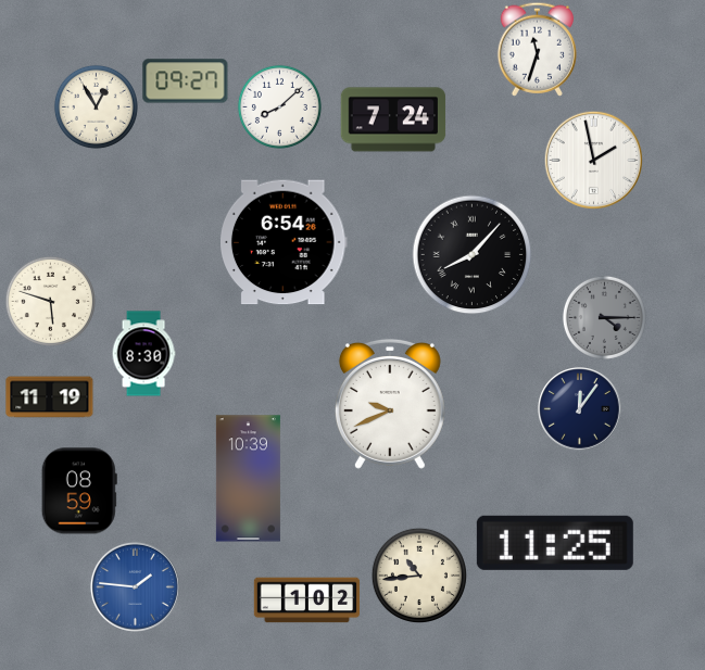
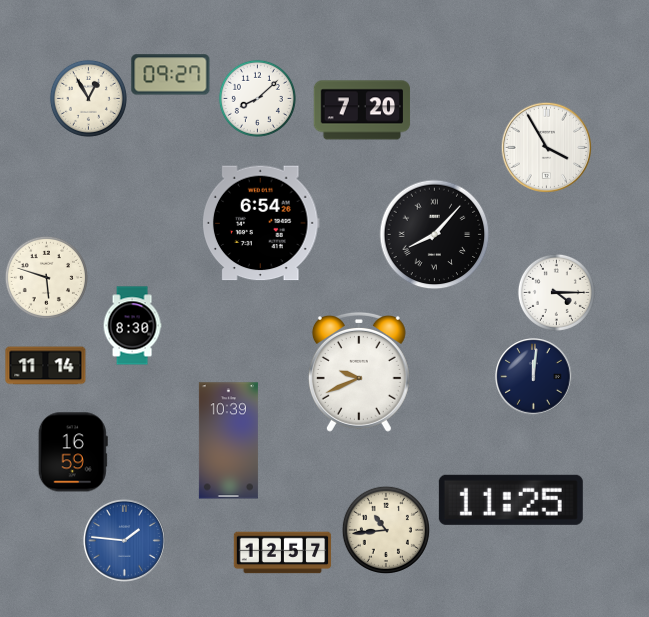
clock at (537, 49): 11:33 -> none
clock at (393, 119): 7:24 -> 7:20
clock at (593, 160): 1:58 -> 3:55
clock at (604, 317) dial: grey -> white
clock at (50, 397): 11:19 -> 11:14
clock at (580, 409): 12:06 -> 12:01
clock at (79, 491): 08:59 -> 16:59
clock at (307, 601): 1:02 -> 12:57
